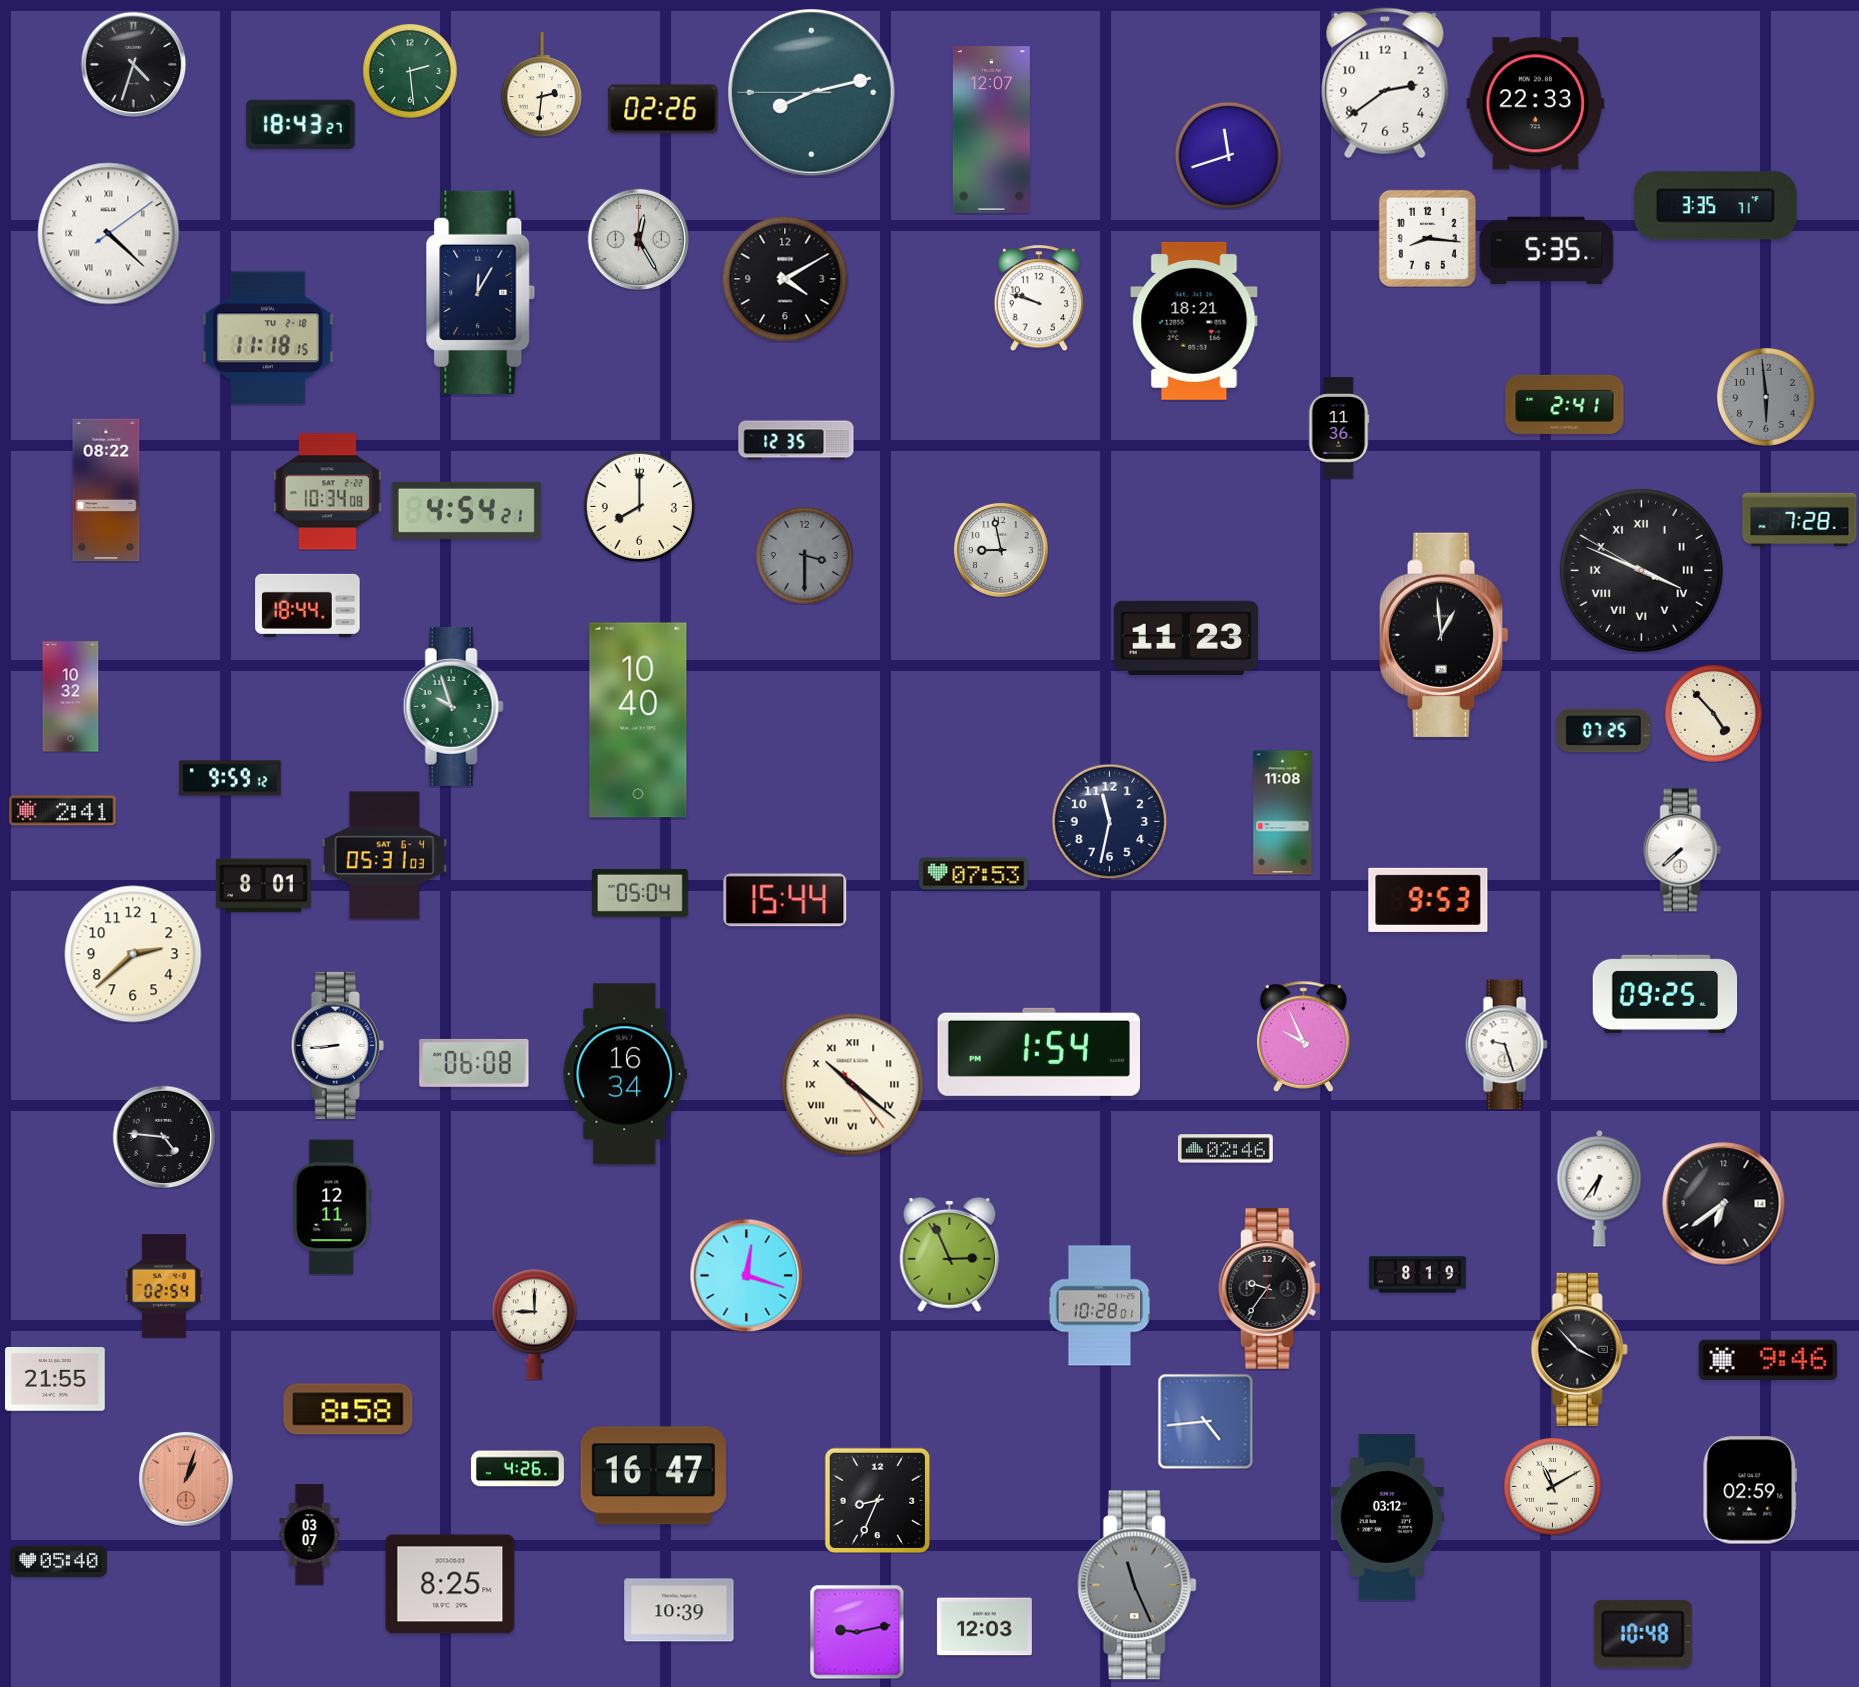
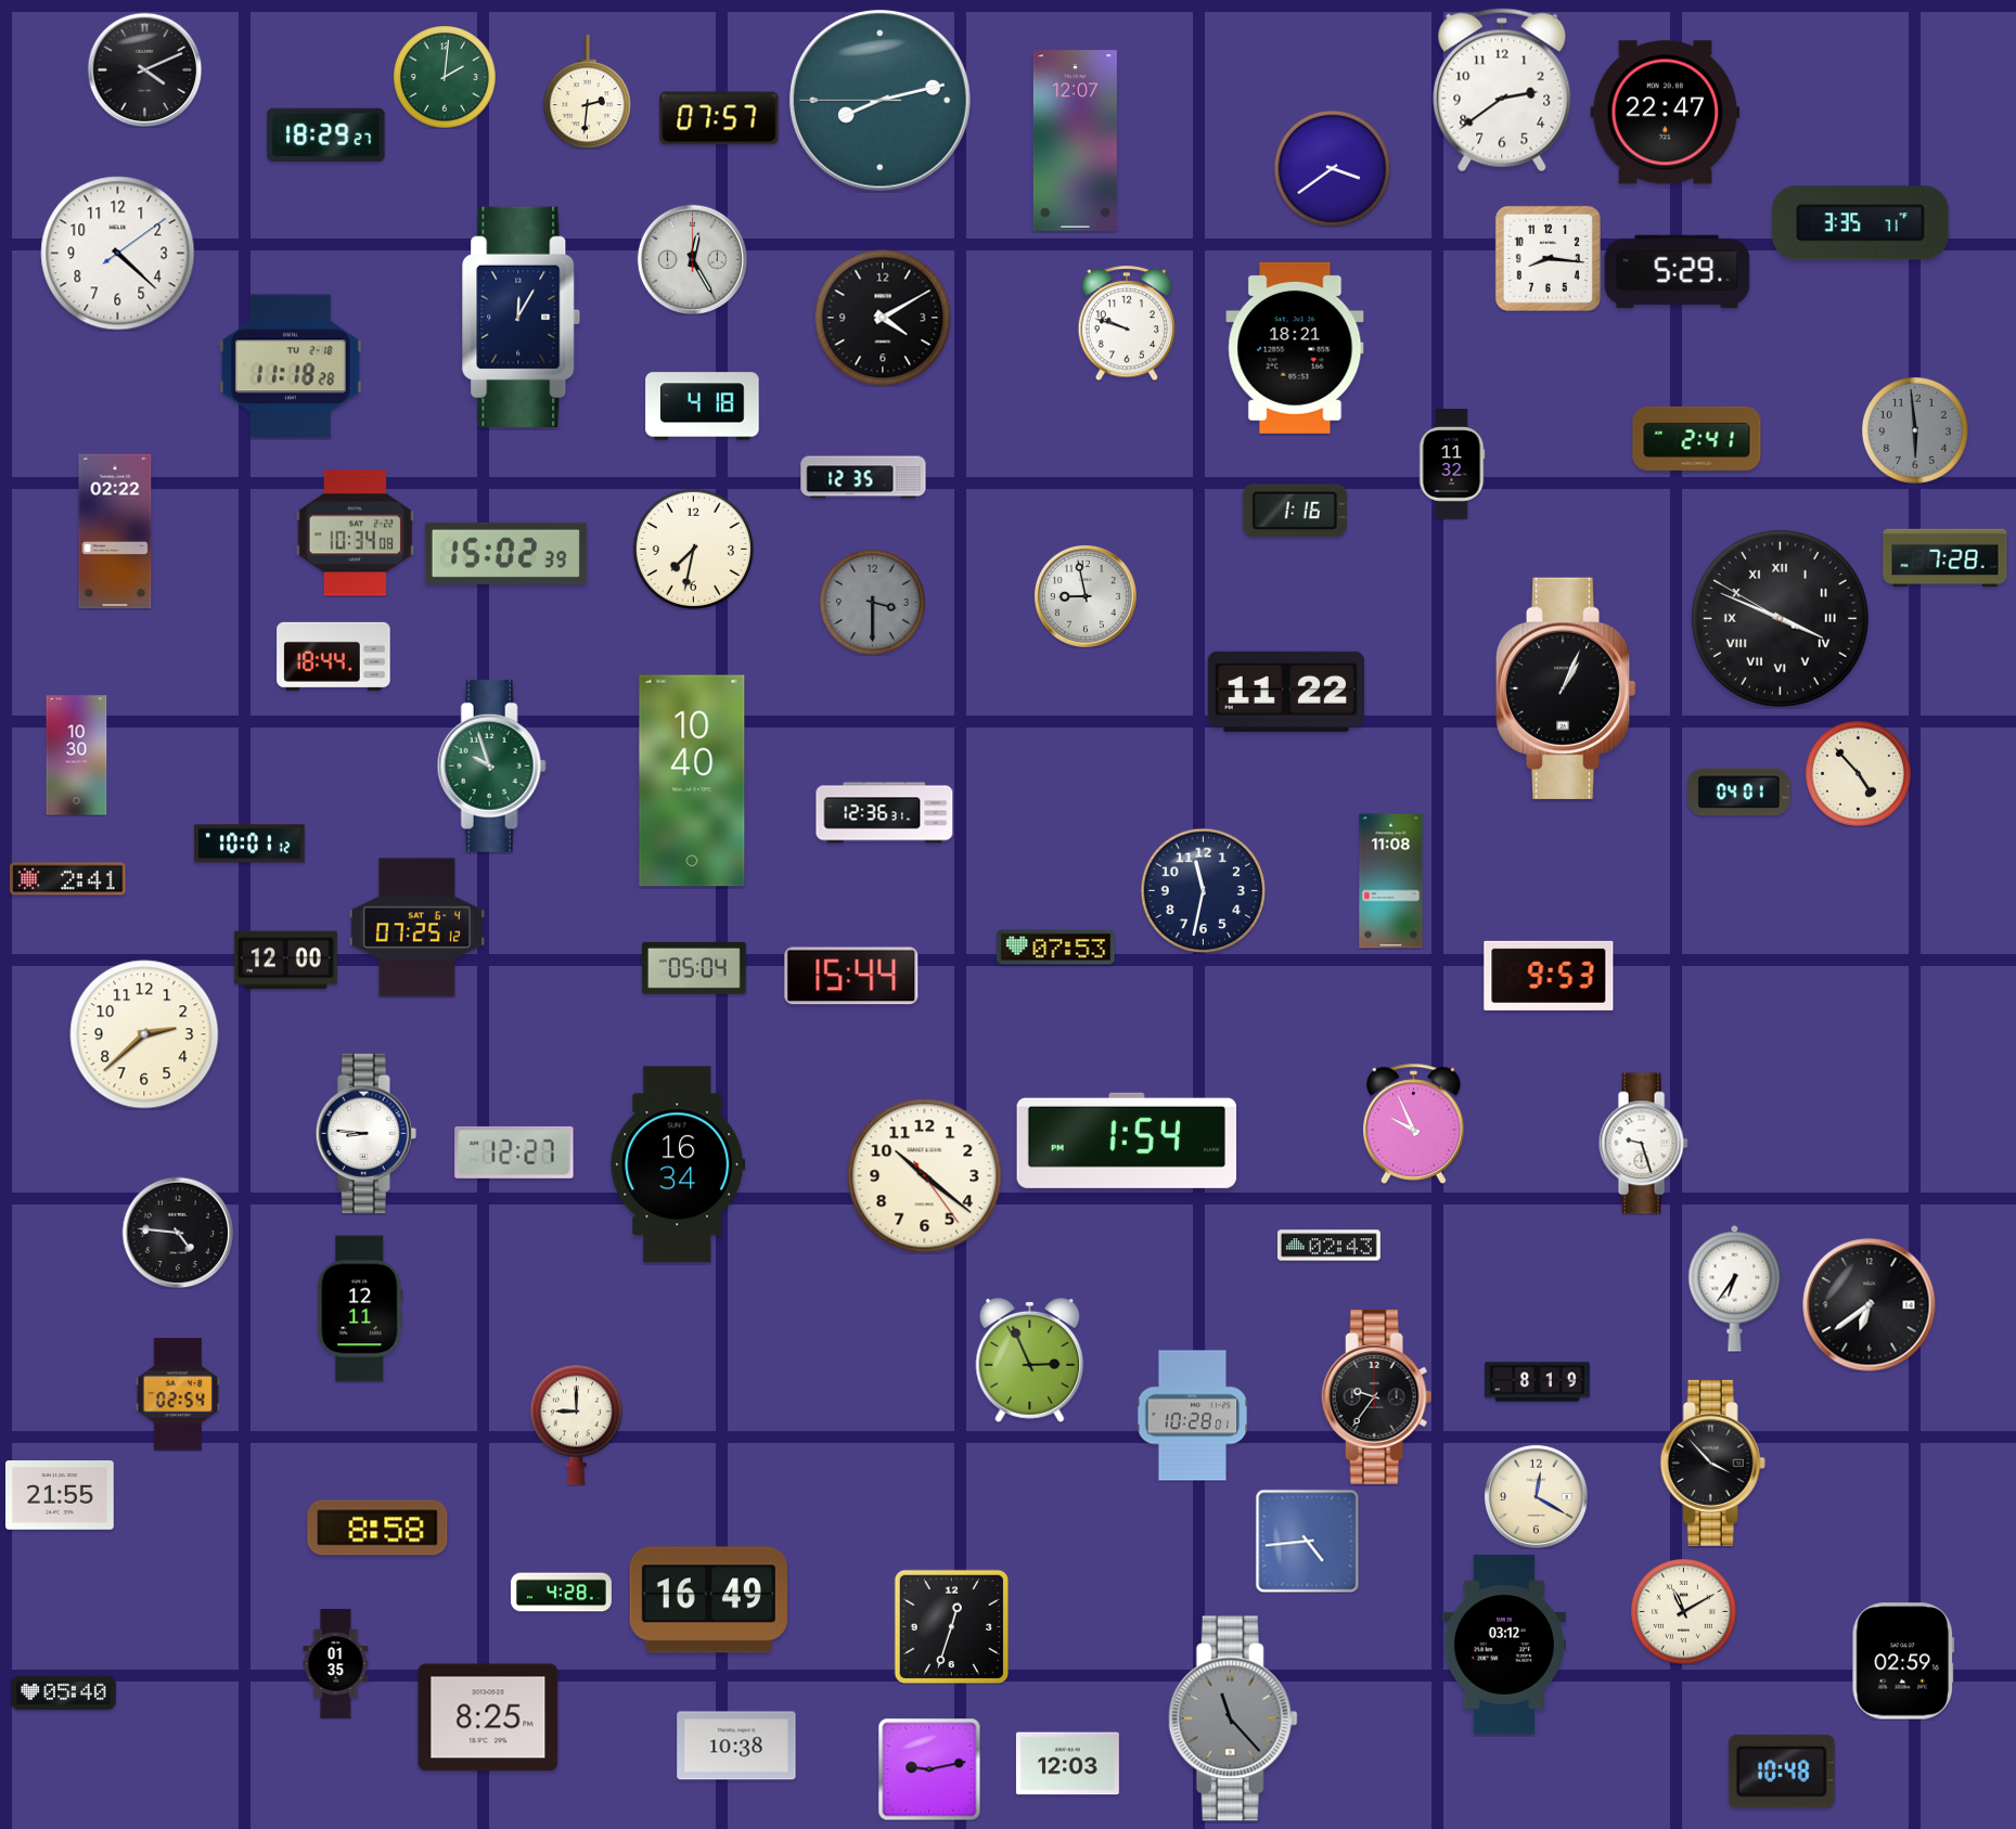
clock at (133, 64): 4:33 -> 4:11
clock at (410, 71): 2:29 -> 2:01
clock at (1536, 104): 22:33 -> 22:47
clock at (663, 109): 02:26 -> 07:57
clock at (301, 125): 18:43 -> 18:29
clock at (1228, 155): 11:42 -> 3:39
clock at (109, 234) numerals: Roman -> Arabic
clock at (1547, 251): 5:35 -> 5:29
clock at (785, 279) position: (785, 279) -> (883, 318)
clock at (269, 338): 11:18:15 -> 11:18:28
clock at (703, 407): none -> 4:18
clock at (1339, 428): 11:36 -> 11:32
clock at (1295, 511): none -> 1:16
clock at (106, 490): 08:22 -> 02:22
clock at (639, 506): 8:00 -> 7:32
clock at (466, 510): 4:54 -> 15:02
clock at (1800, 520) position: (1800, 520) -> (1946, 558)
clock at (1444, 635): 12:59 -> 1:04
clock at (1185, 638): 11:23 -> 11:22
clock at (71, 697): 10:32 -> 10:30
clock at (1603, 731): 07:25 -> 04:01
clock at (885, 813): none -> 12:36
clock at (230, 778): 9:59 -> 10:01
clock at (1682, 850): 7:38 -> none
clock at (384, 856): 05:31 -> 07:25
clock at (263, 886): 8:01 -> 12:00
clock at (1665, 994): 09:25 -> none
clock at (337, 1045): 8:44 -> 8:46
clock at (1506, 1045) position: (1506, 1045) -> (1643, 1144)
clock at (474, 1063): 06:08 -> 12:27
clock at (853, 1085) numerals: Roman -> Arabic
clock at (1225, 1149): 02:46 -> 02:43
clock at (746, 1275): 12:18 -> none
clock at (534, 1324) position: (534, 1324) -> (576, 1425)
clock at (1768, 1359): 9:46 -> none
clock at (1536, 1496): none -> 12:20
clock at (517, 1469): 4:26 -> 4:28
clock at (653, 1476): 16:47 -> 16:49
clock at (186, 1479): 1:03 -> none
clock at (1750, 1490) position: (1750, 1490) -> (1903, 1661)
clock at (877, 1500): 8:34 -> 12:33
clock at (310, 1535): 03:07 -> 01:35
clock at (1137, 1585): 11:26 -> 11:23
clock at (679, 1610): 10:39 -> 10:38
